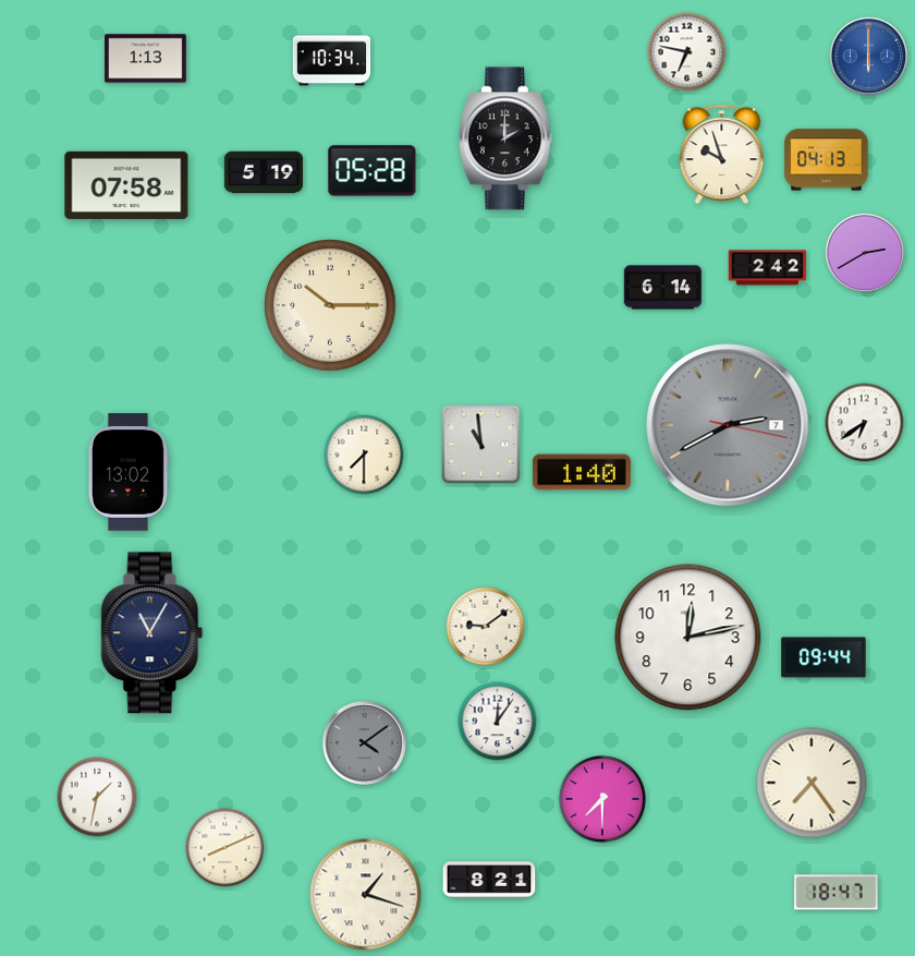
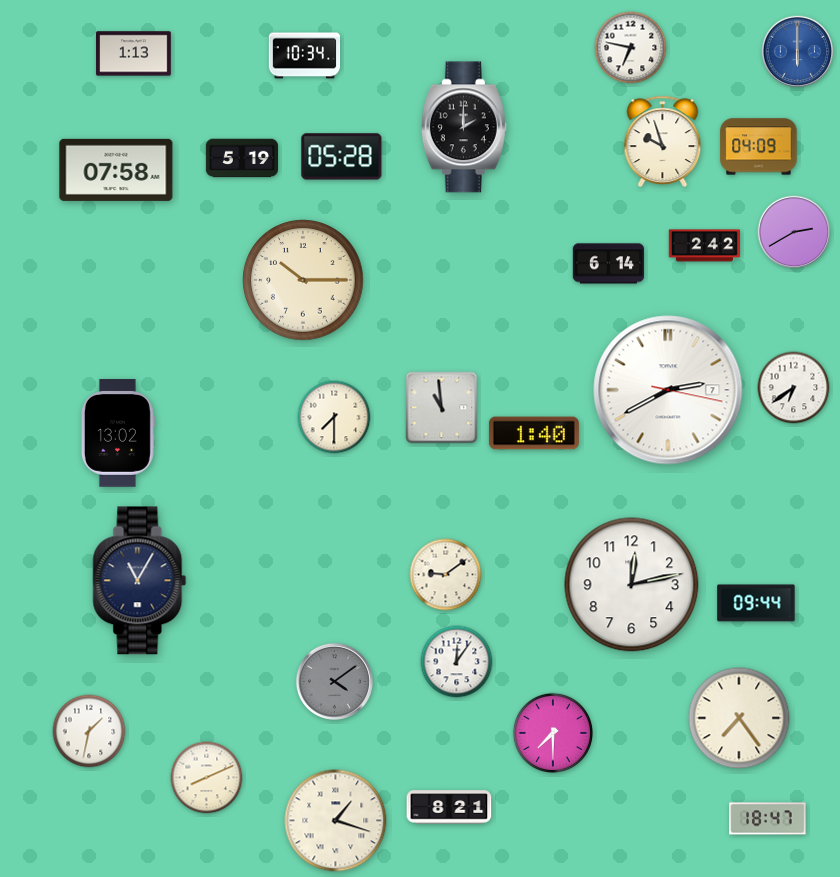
clock at (827, 160): 04:13 -> 04:09
clock at (728, 425) dial: grey -> white
clock at (812, 783) position: (812, 783) -> (739, 718)
